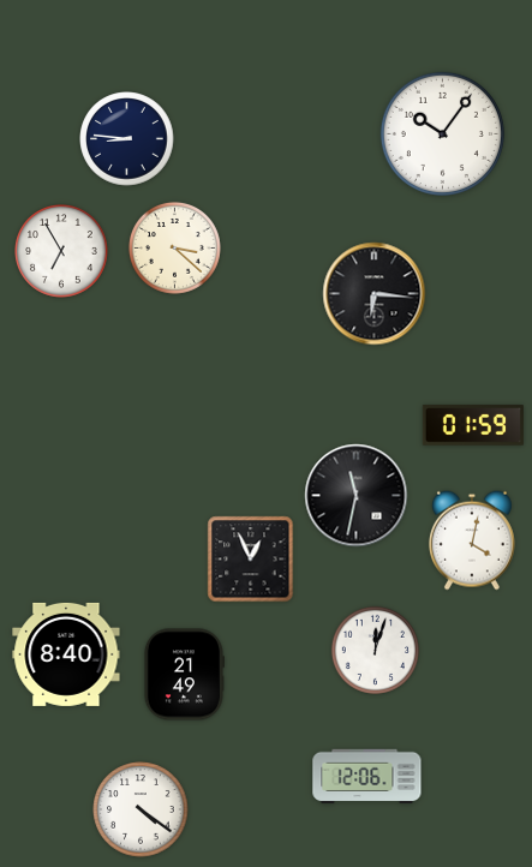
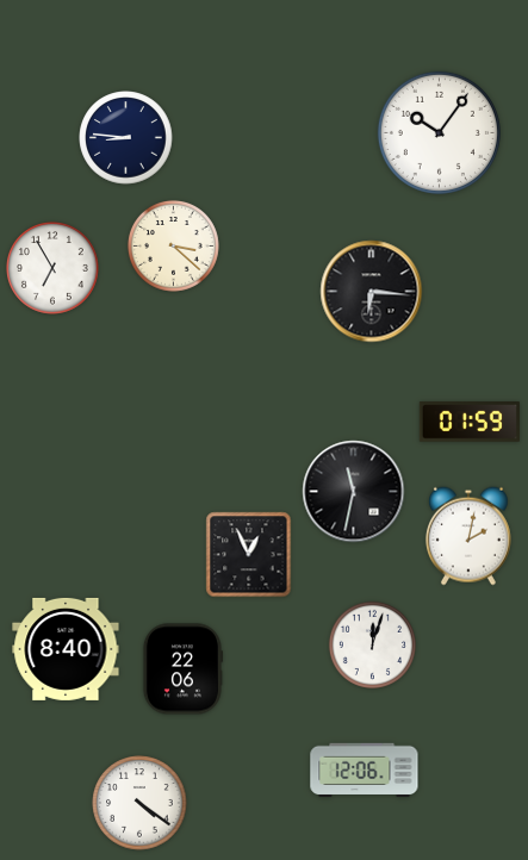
clock at (62, 252) position: (62, 252) -> (54, 269)
clock at (472, 540): 4:02 -> 2:02
clock at (184, 675): 21:49 -> 22:06
